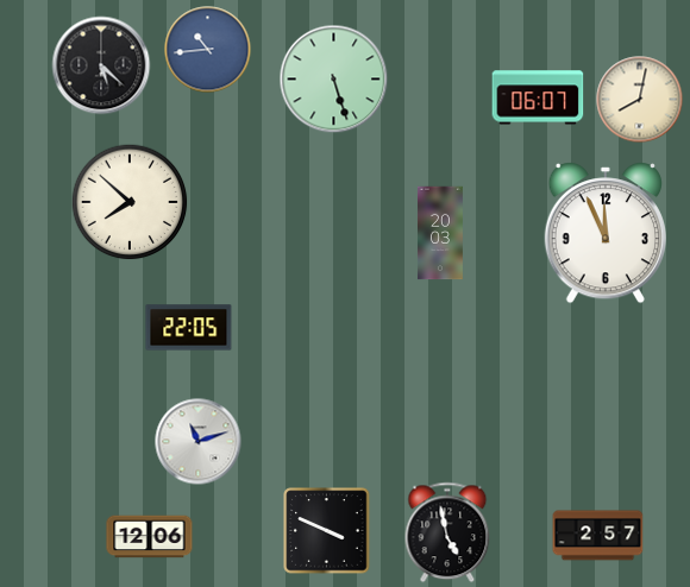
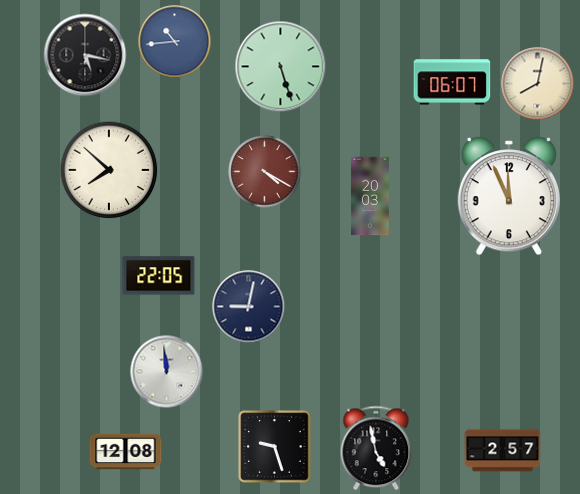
clock at (101, 65): 5:22 -> 5:17
clock at (265, 172): none -> 4:20
clock at (249, 307): none -> 9:02
clock at (199, 442): 11:12 -> 11:59
clock at (327, 531): 3:49 -> 9:27
clock at (150, 537): 12:06 -> 12:08
